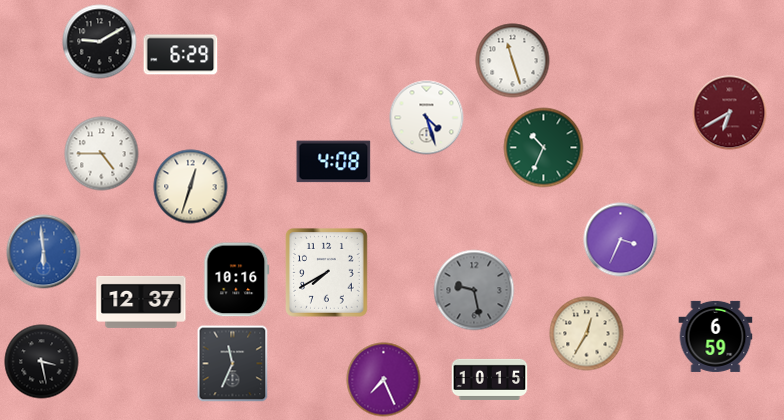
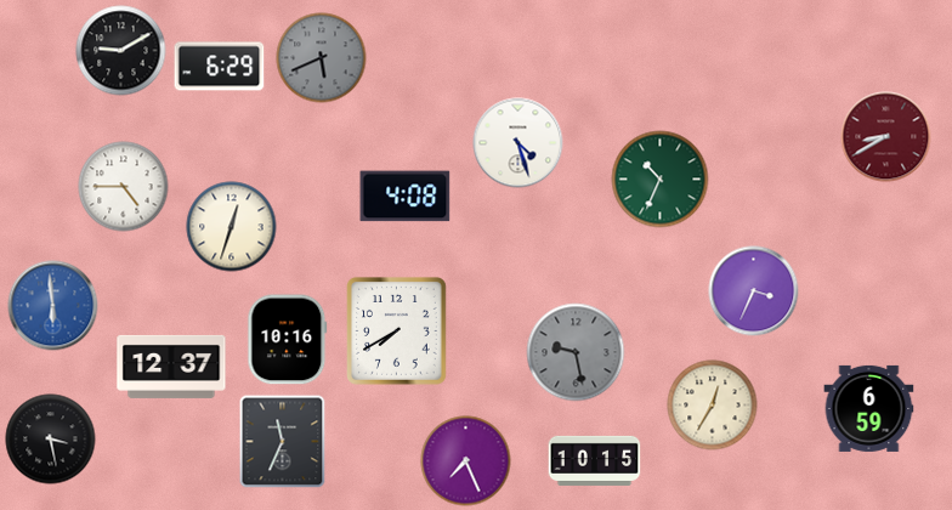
clock at (322, 58): none -> 5:41
clock at (513, 61): 11:27 -> none
clock at (730, 113): 6:40 -> 8:40
